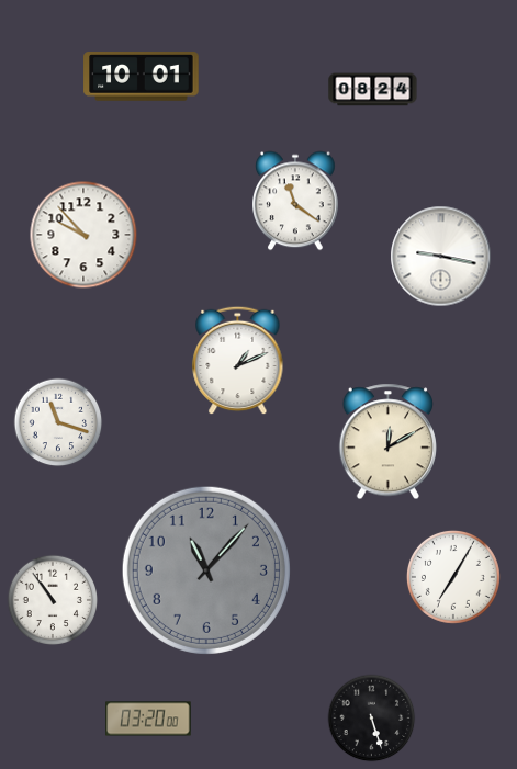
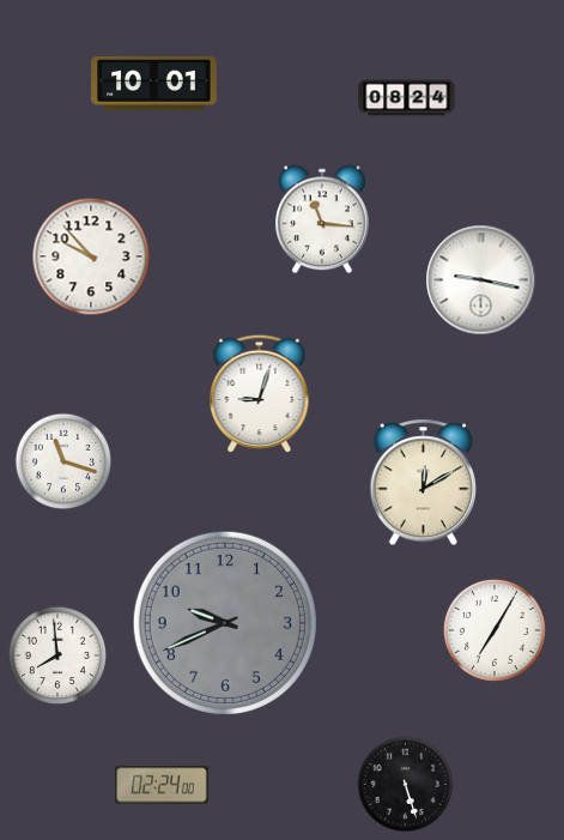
clock at (296, 201): 11:21 -> 11:16
clock at (238, 361): 1:11 -> 9:03
clock at (206, 570): 11:07 -> 9:41
clock at (52, 599): 10:54 -> 7:59
clock at (148, 719): 03:20 -> 02:24
